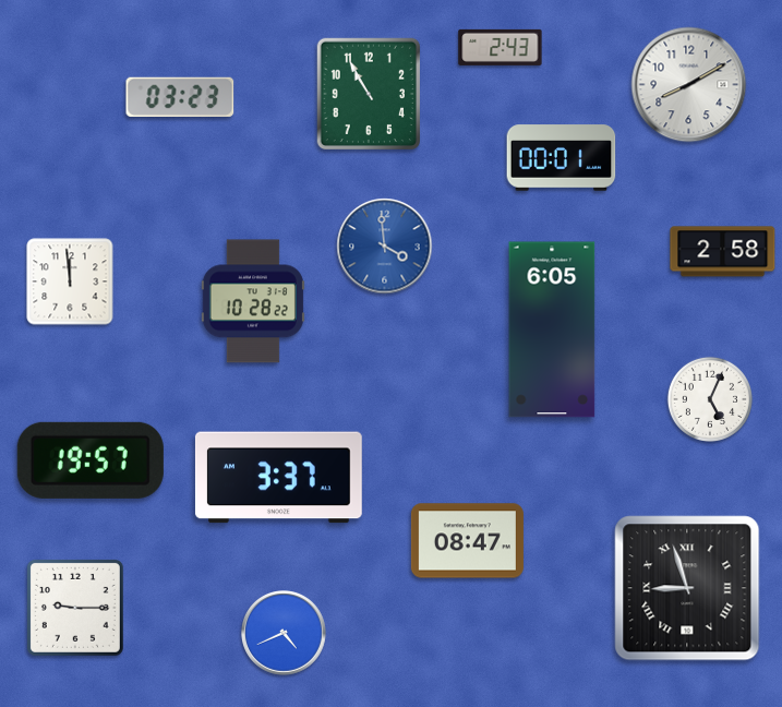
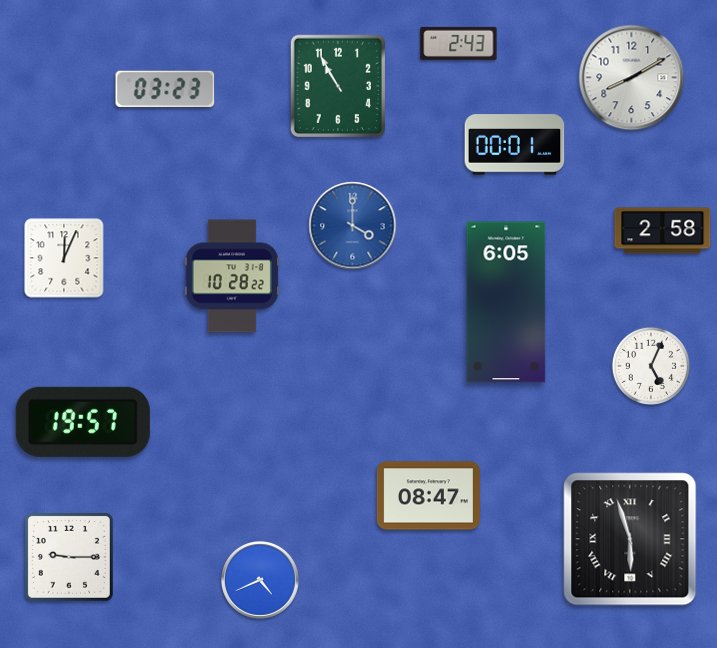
clock at (385, 247): 3:59 -> 4:00
clock at (70, 281): 11:59 -> 12:04
clock at (279, 478): 3:37 -> none
clock at (687, 588): 8:57 -> 5:57
